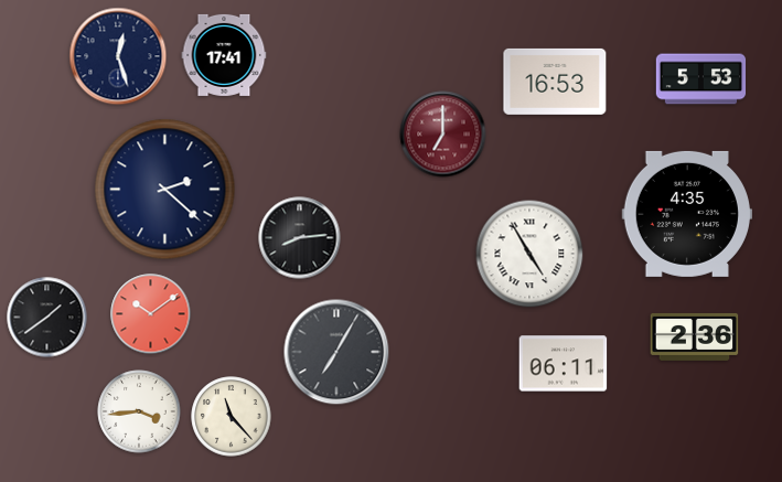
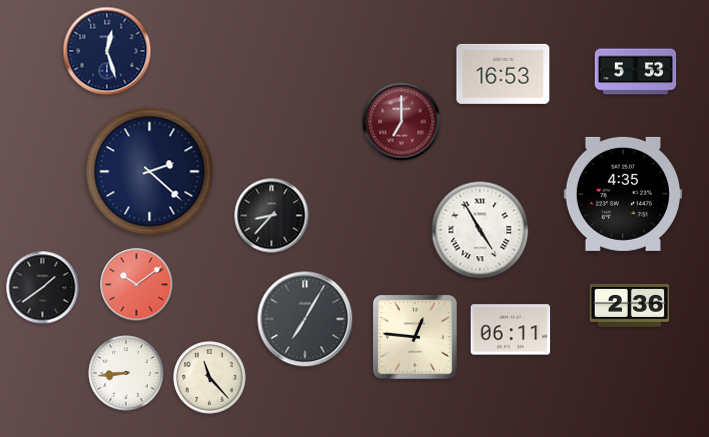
clock at (224, 55): 17:41 -> none
clock at (300, 238): 8:14 -> 8:37
clock at (416, 338): none -> 12:46
clock at (139, 411): 3:44 -> 8:44
